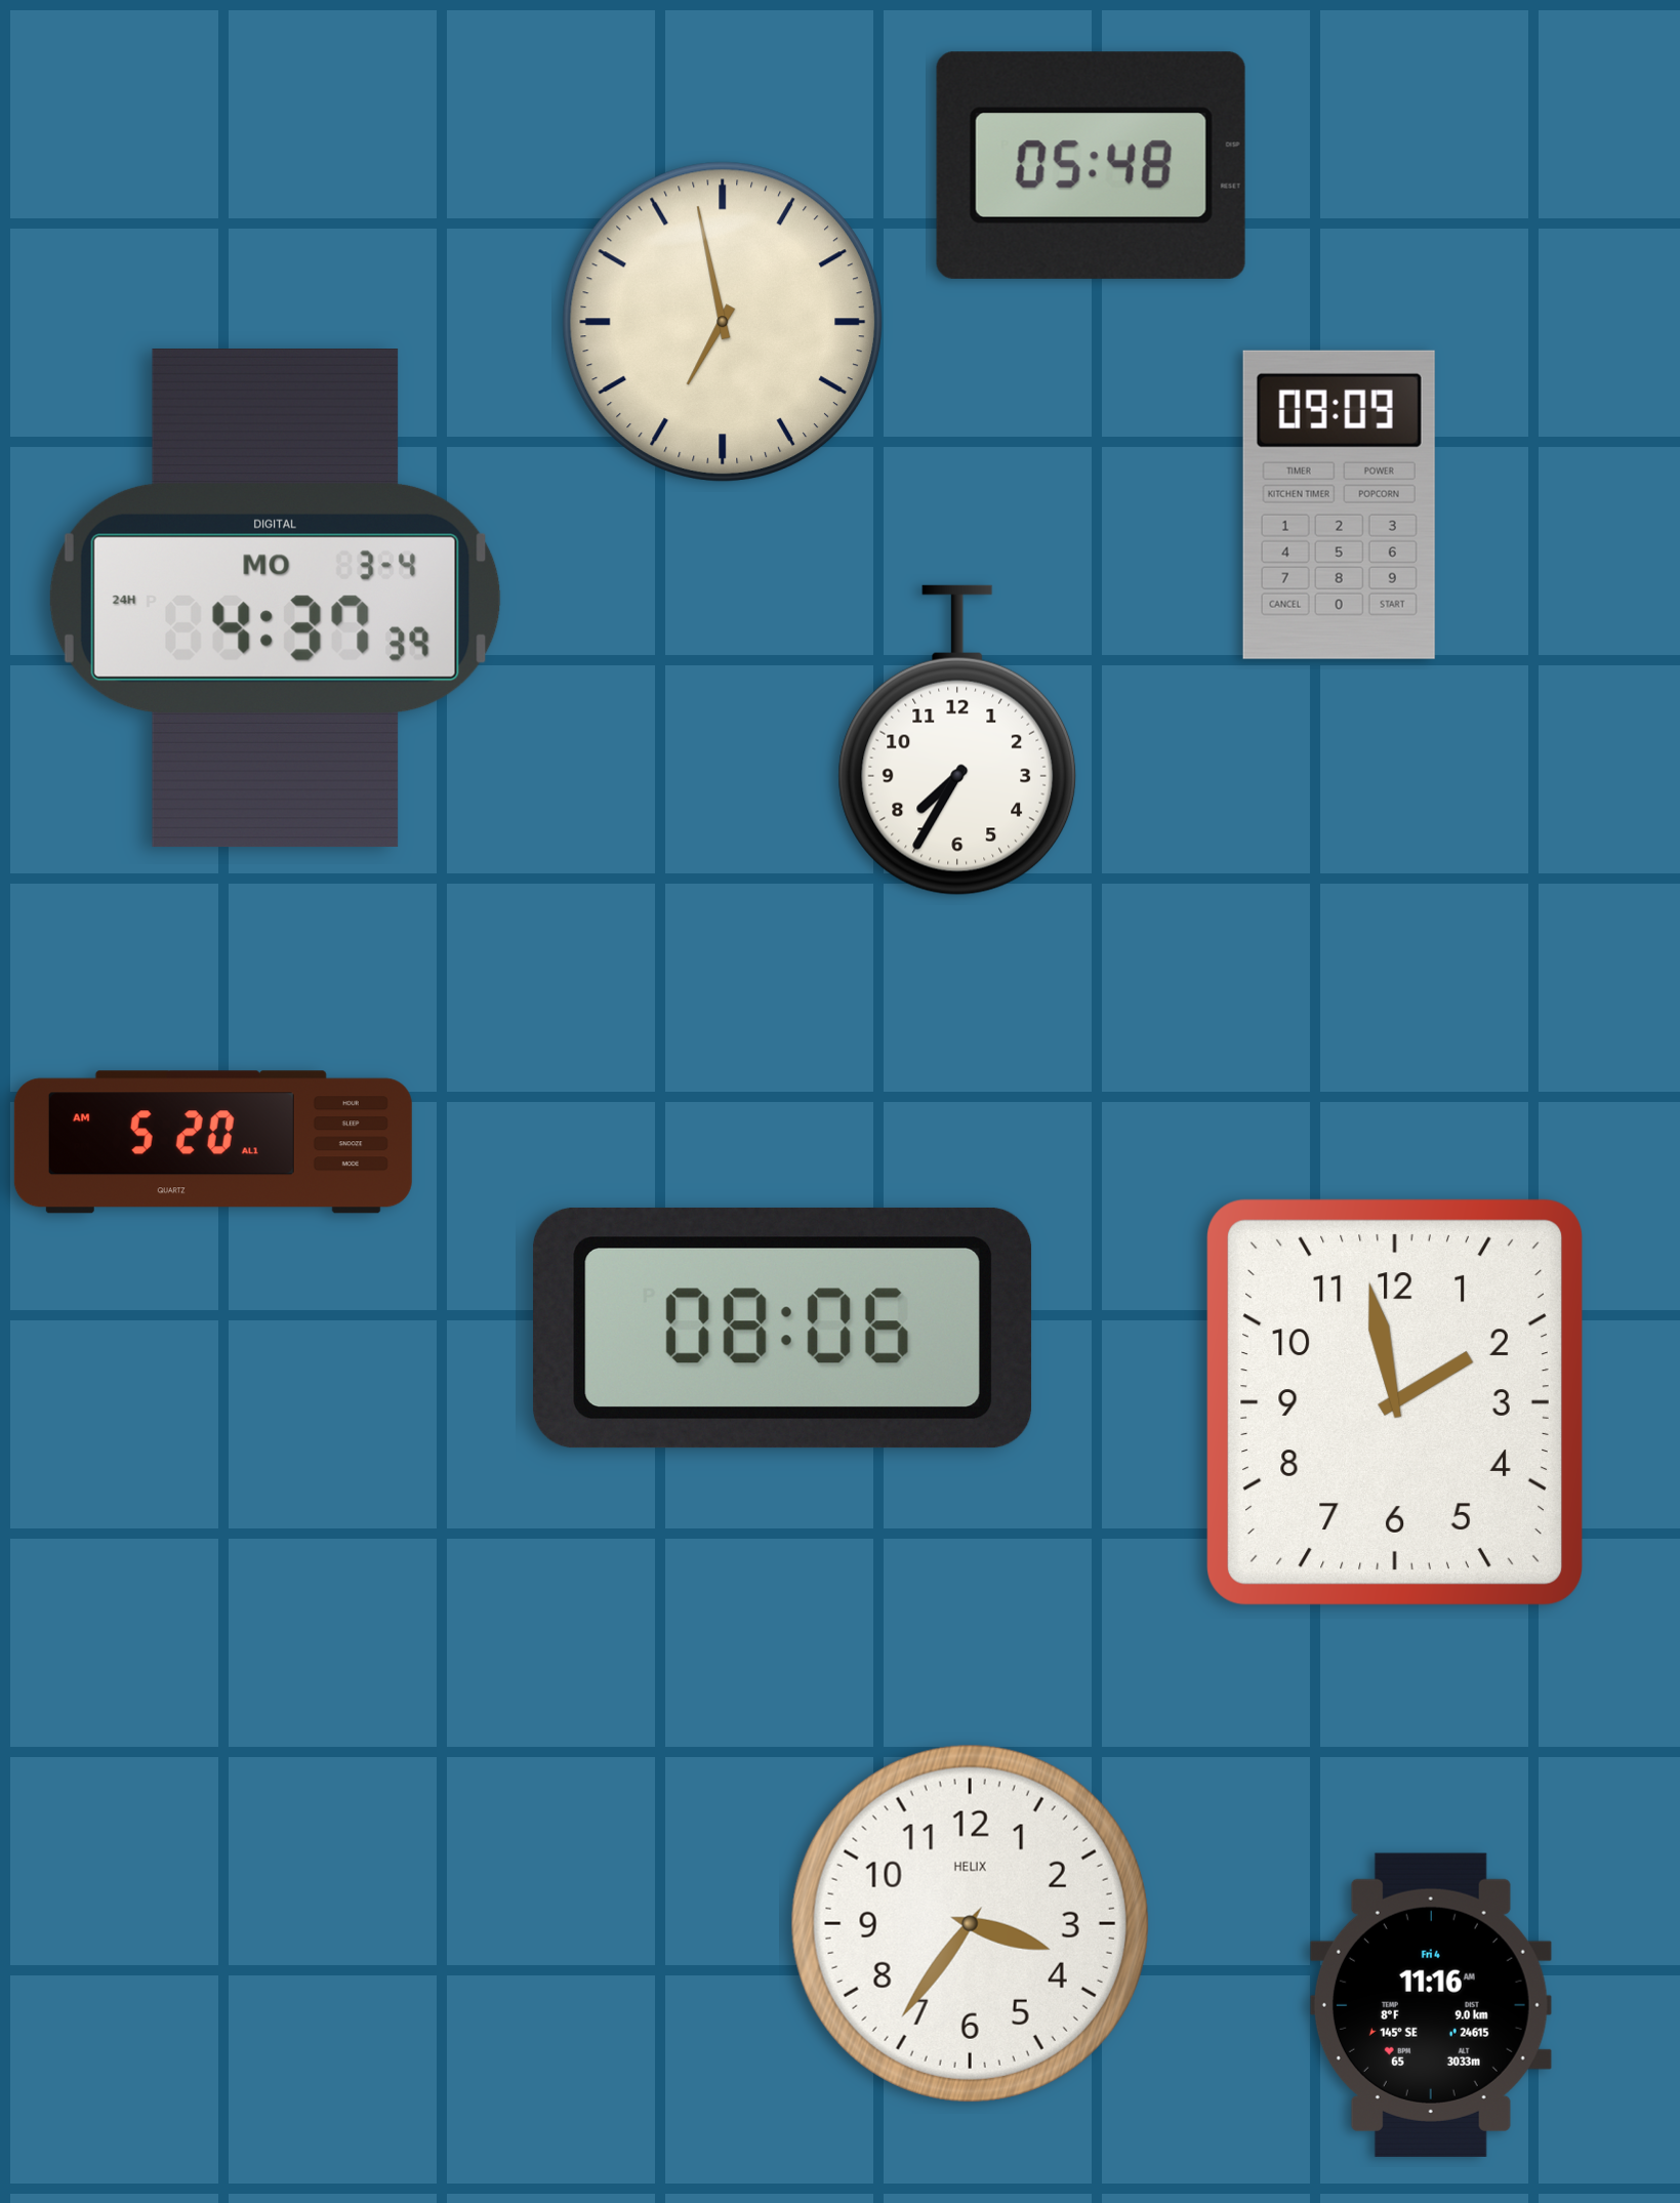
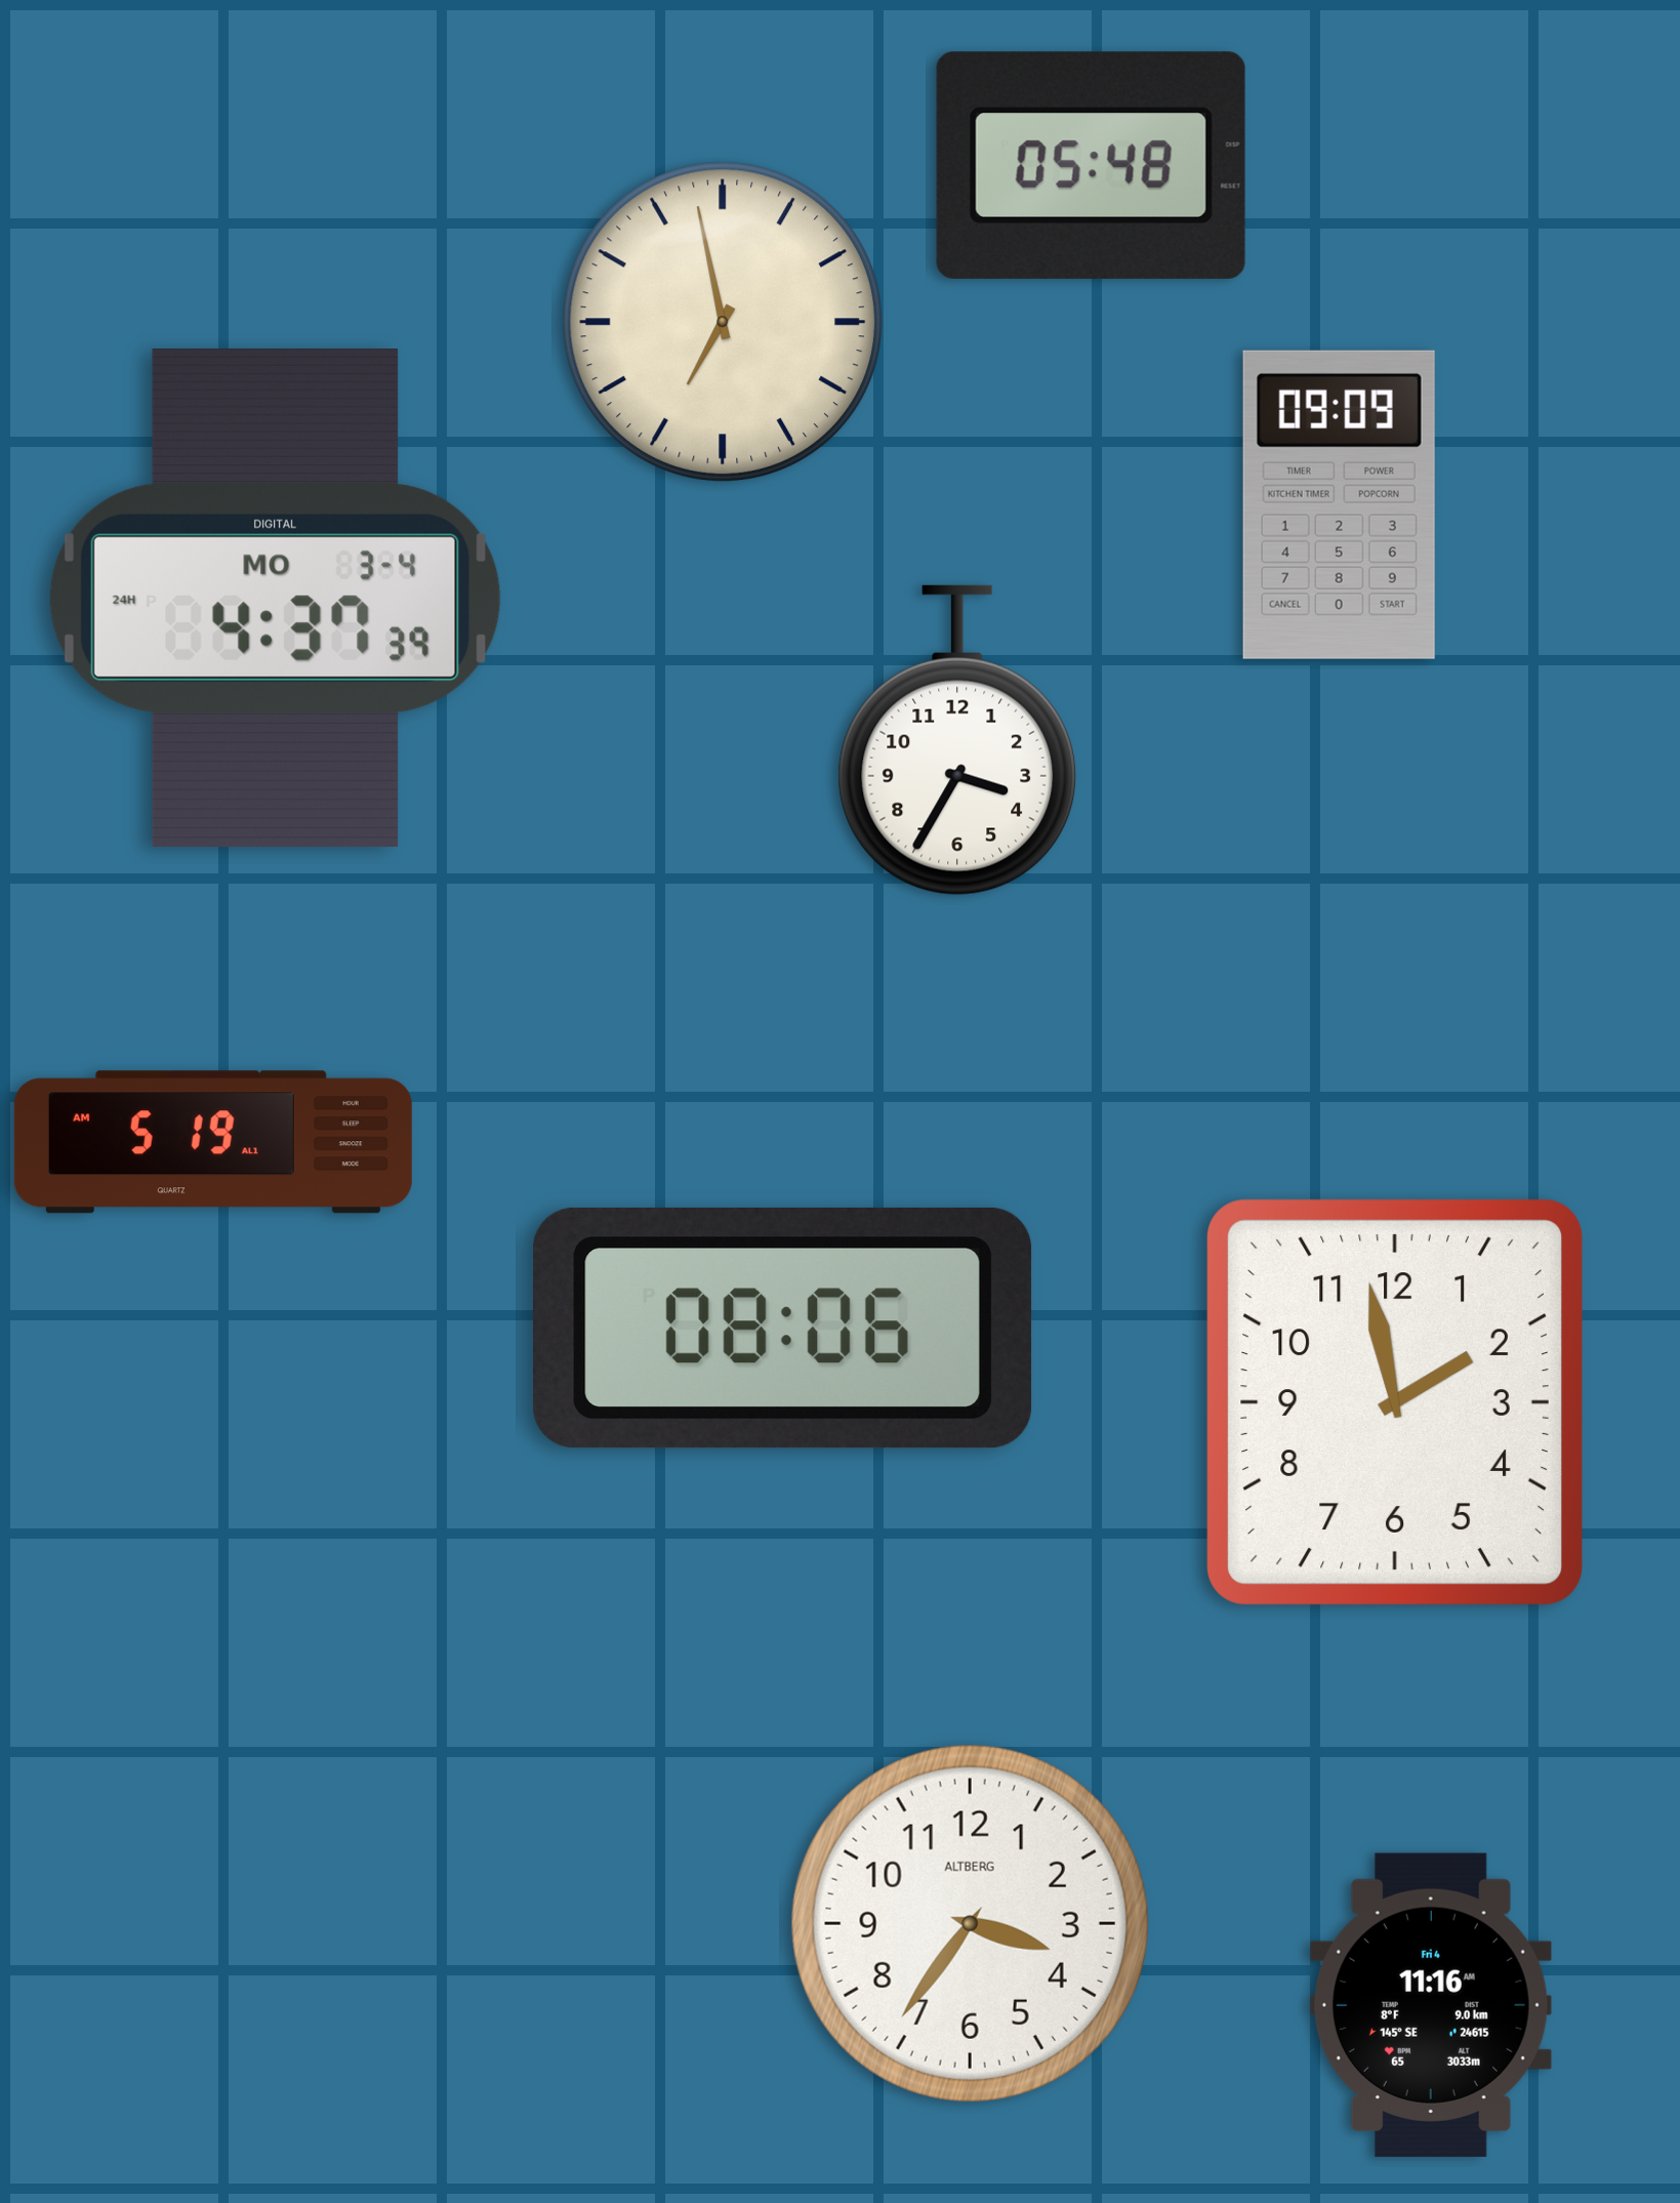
clock at (957, 740): 7:35 -> 3:35
clock at (213, 1142): 5:20 -> 5:19
clock at (970, 1923) brand: HELIX -> ALTBERG
